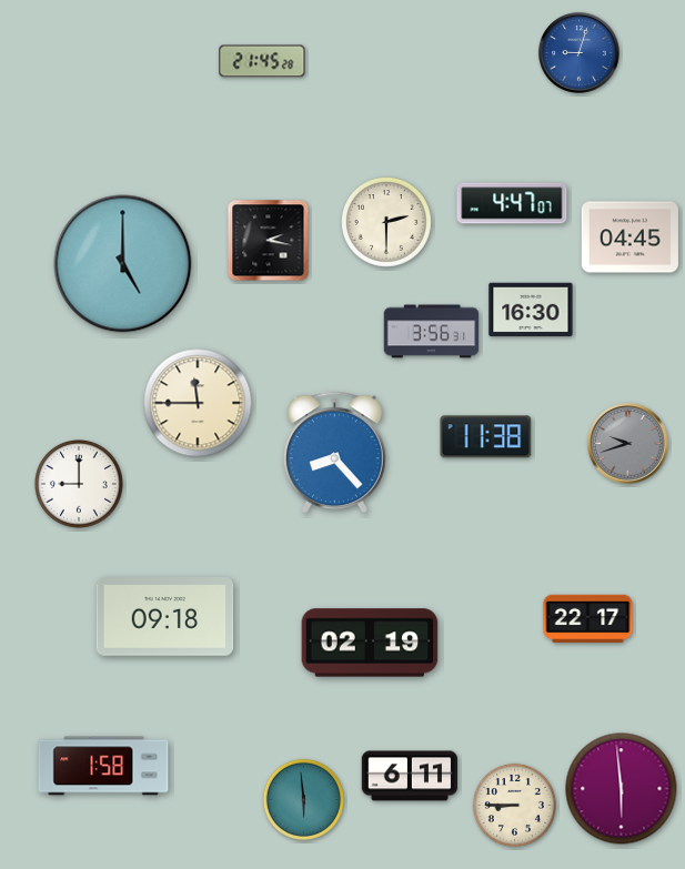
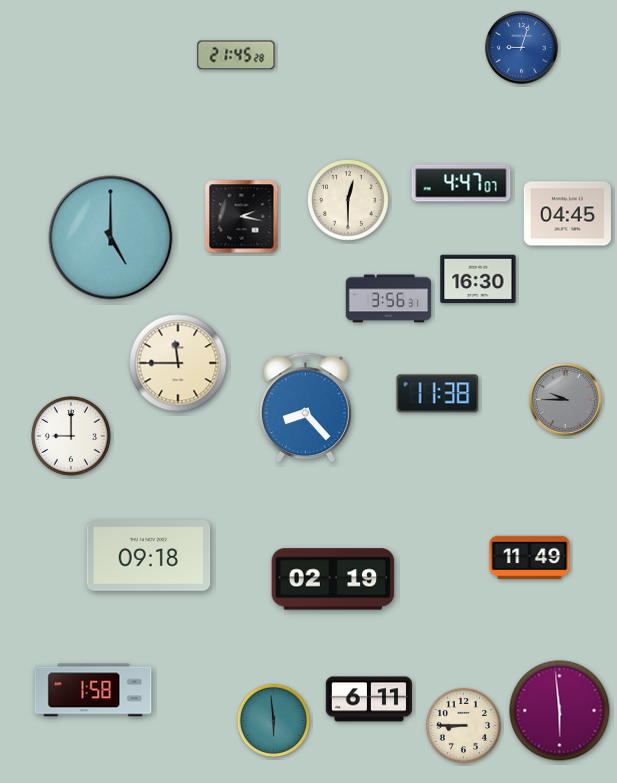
clock at (386, 222): 2:30 -> 12:30
clock at (628, 444): 9:42 -> 9:45
clock at (334, 453) position: (334, 453) -> (305, 408)
clock at (588, 618): 22:17 -> 11:49
